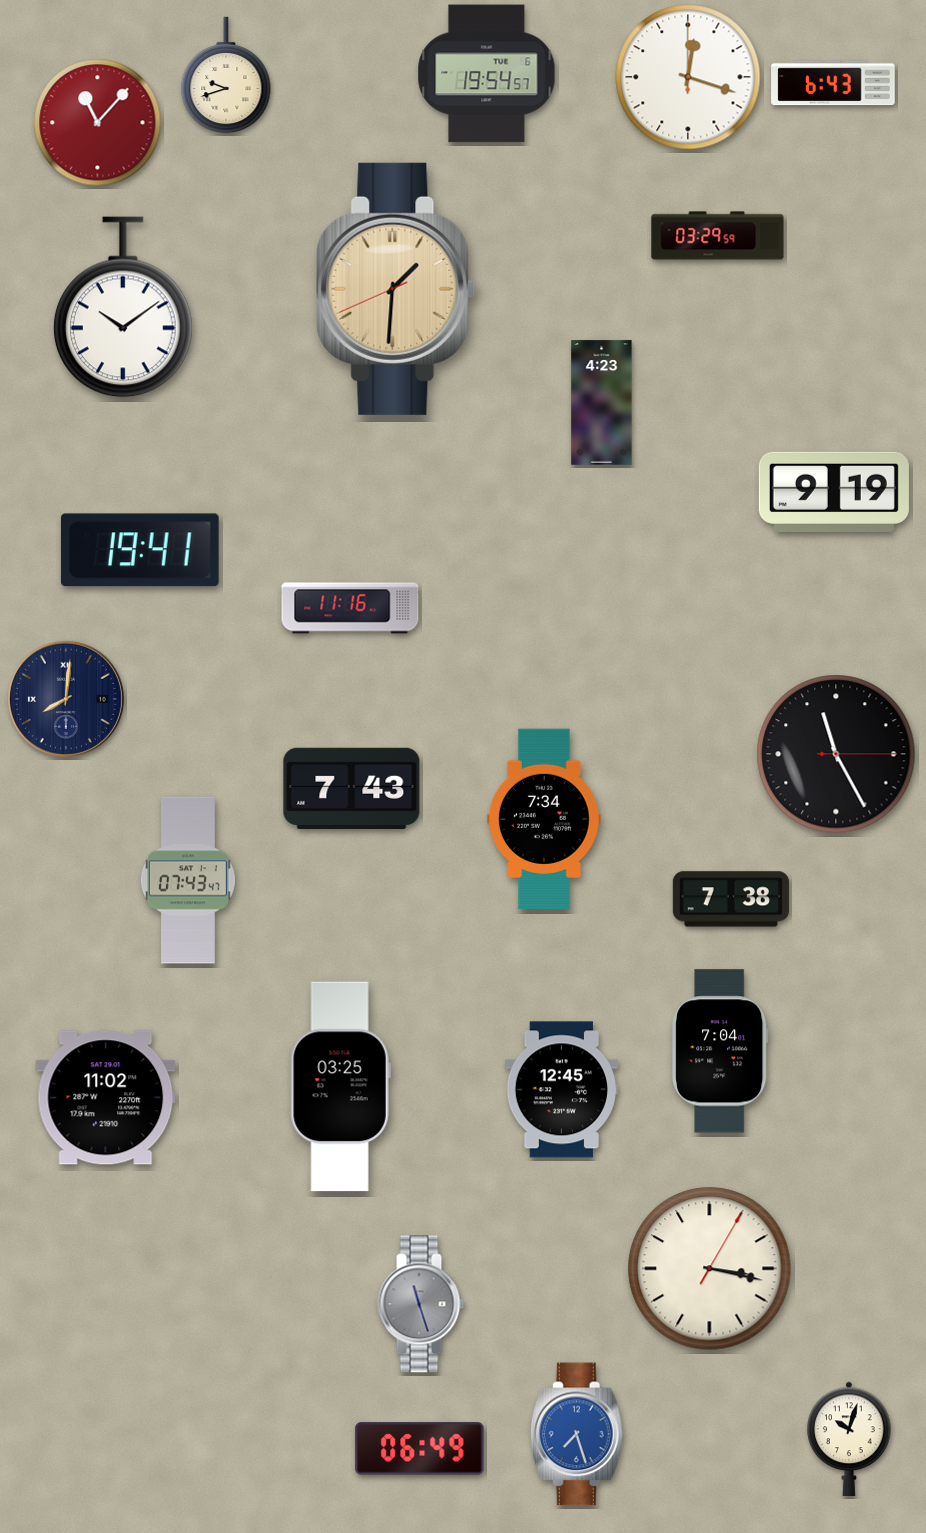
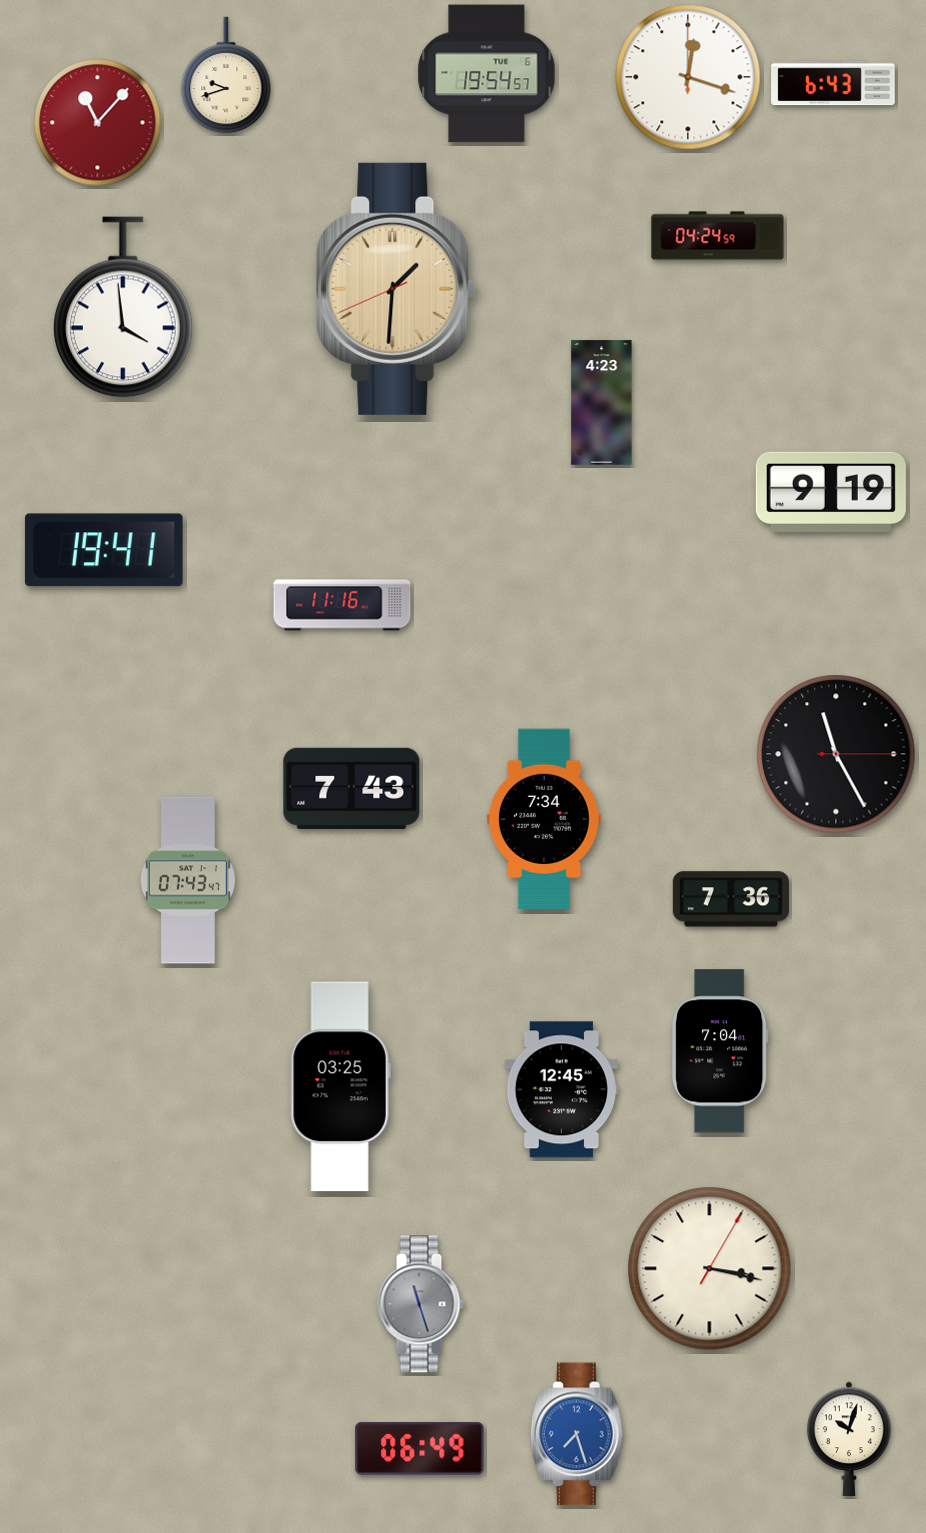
clock at (718, 236): 03:29 -> 04:24
clock at (123, 307): 10:09 -> 3:59
clock at (834, 492) position: (834, 492) -> (831, 492)
clock at (140, 550) position: (140, 550) -> (104, 550)
clock at (350, 608) position: (350, 608) -> (342, 605)
clock at (66, 699): 8:01 -> none
clock at (731, 899): 7:38 -> 7:36
clock at (106, 1098): 11:02 -> none
